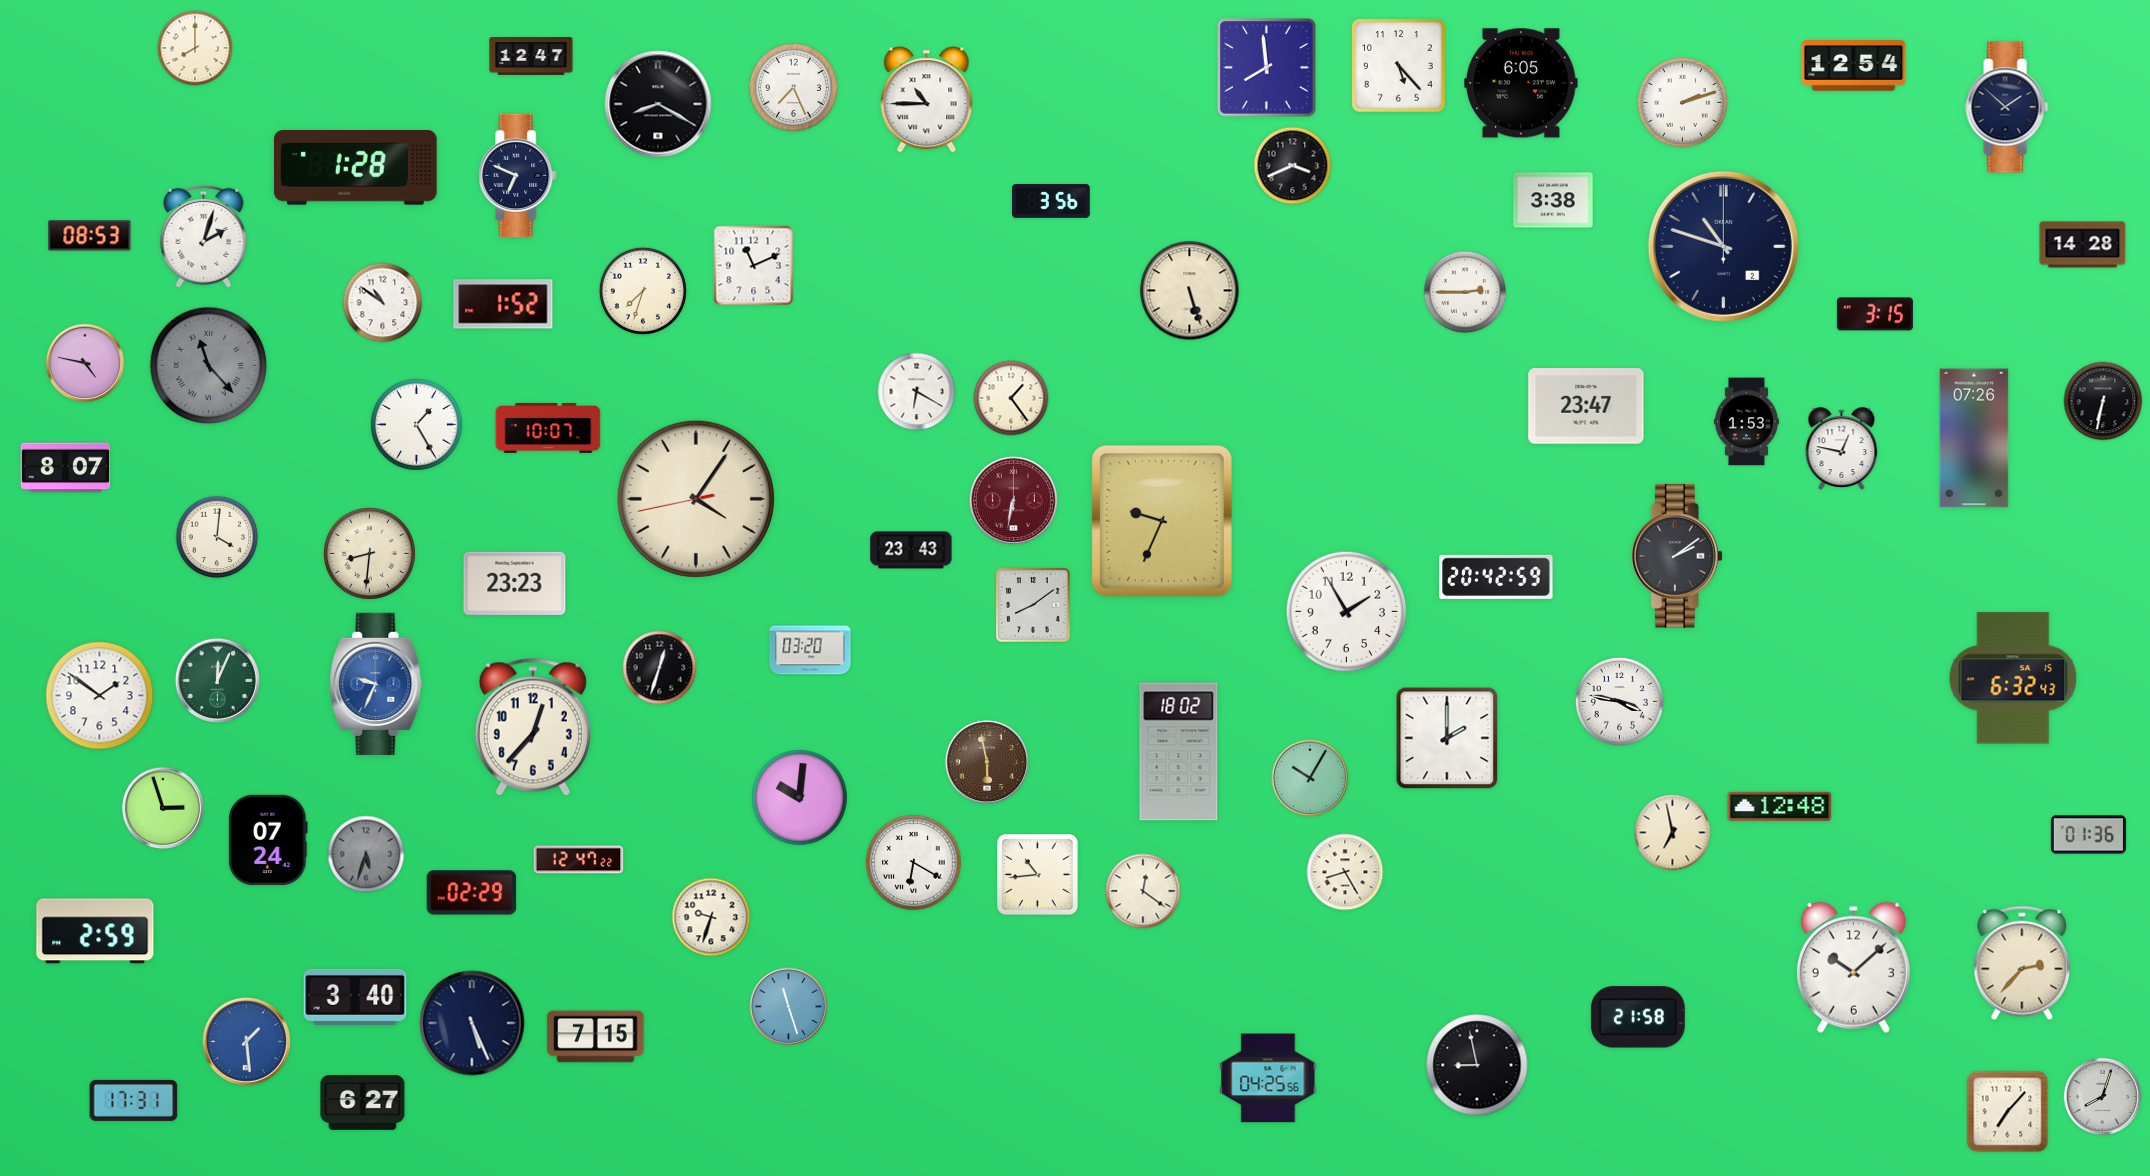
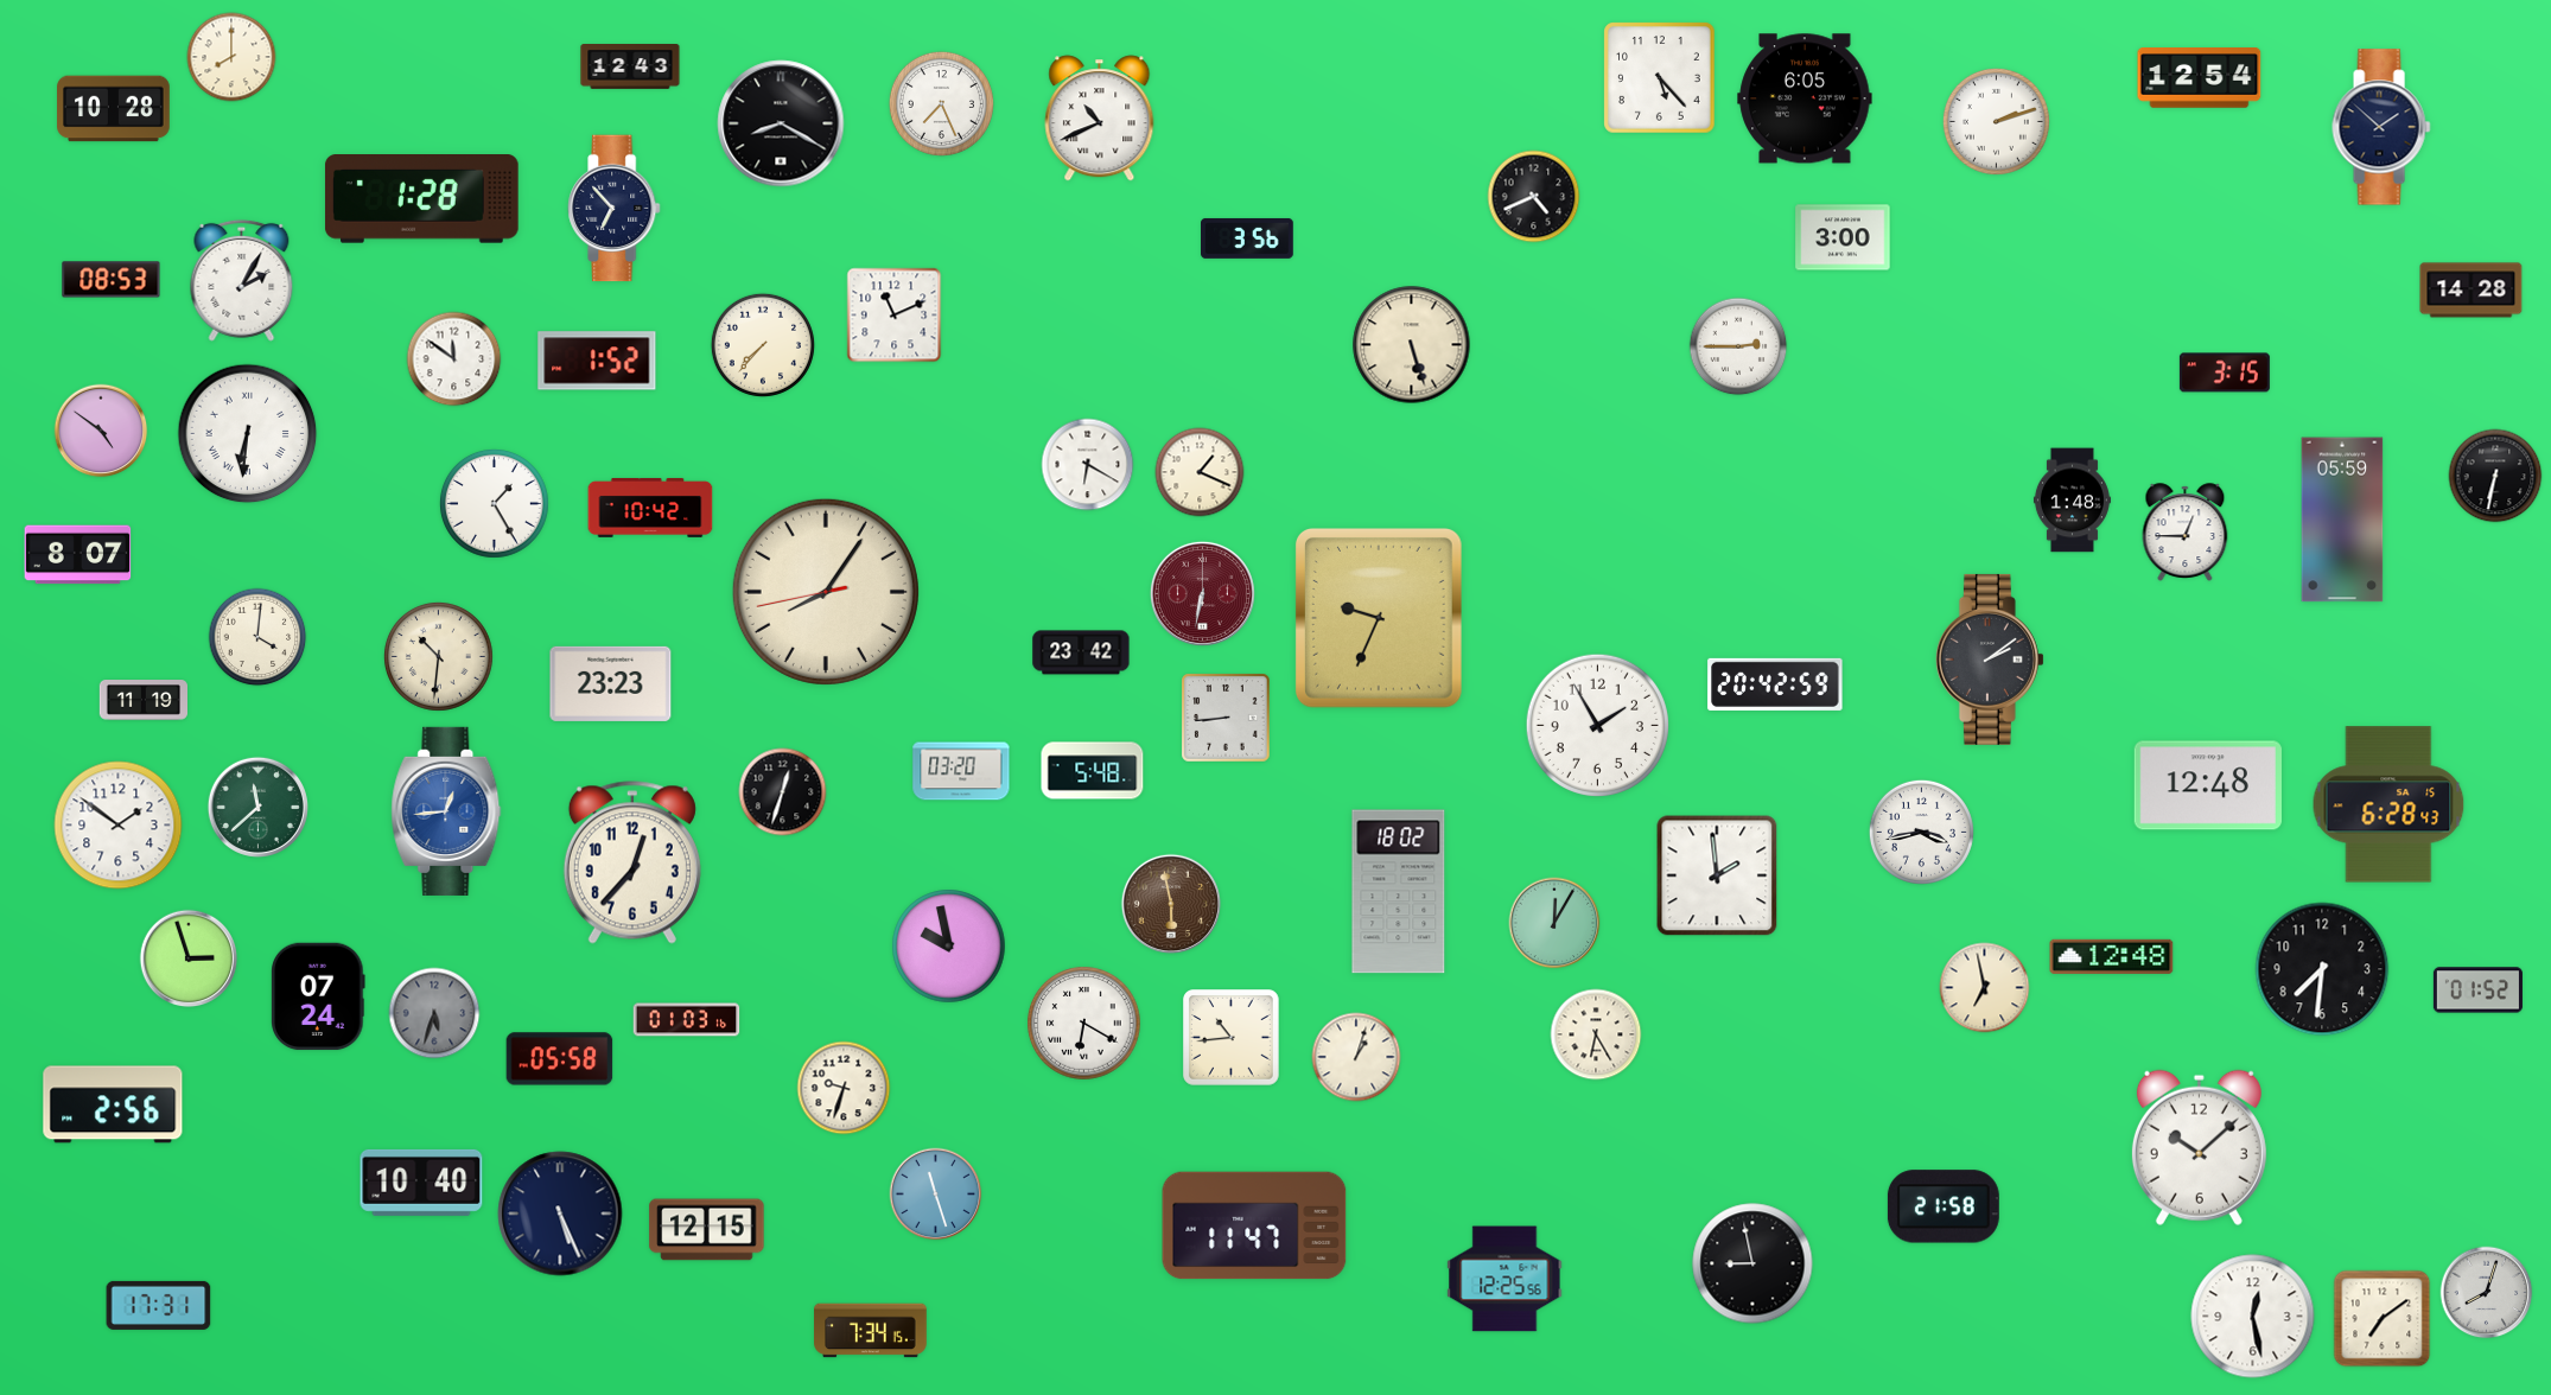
clock at (531, 57): 12:47 -> 12:43
clock at (1267, 68): 7:59 -> none
clock at (114, 109): none -> 10:28
clock at (927, 100): 10:45 -> 10:41
clock at (1293, 166): 3:41 -> 4:41
clock at (518, 176): 6:49 -> 6:53
clock at (1553, 200): 3:38 -> 3:00
clock at (90, 236) position: (90, 236) -> (112, 280)
clock at (204, 236): 2:03 -> 2:05
clock at (1723, 246): 10:48 -> none
clock at (643, 291): 7:33 -> 7:37
clock at (383, 303): 10:51 -> 11:51
clock at (85, 363): 4:47 -> 4:51
clock at (209, 366): 11:23 -> 6:31
clock at (209, 366) dial: grey -> white
clock at (1011, 398): 1:24 -> 1:19
clock at (1586, 406): 23:47 -> none
clock at (1746, 422): 1:53 -> 1:48
clock at (548, 428): 10:07 -> 10:42
clock at (1974, 438): 07:26 -> 05:59
clock at (1842, 448): 12:47 -> 12:45
clock at (696, 499): 4:05 -> 8:05
clock at (911, 550): 23:43 -> 23:42
clock at (369, 553): 8:31 -> 10:31
clock at (515, 583) position: (515, 583) -> (611, 683)
clock at (142, 701): none -> 11:19
clock at (1033, 605): 8:09 -> 8:44
clock at (1093, 771): none -> 5:48
clock at (2208, 785): none -> 12:48
clock at (2013, 678): 6:32 -> 6:28
clock at (217, 680): 12:04 -> 11:38
clock at (376, 684): 9:34 -> 12:44
clock at (1619, 701): 3:47 -> 3:43
clock at (1447, 738): 2:00 -> 1:59
clock at (1310, 778): 10:05 -> 12:05
clock at (800, 798): 10:01 -> 9:58
clock at (163, 808) position: (163, 808) -> (189, 958)
clock at (2322, 969): none -> 7:31
clock at (2088, 835): 01:36 -> 01:52
clock at (579, 860): 12:47 -> 01:03
clock at (1345, 872): 8:25 -> 6:25
clock at (1143, 891): 12:21 -> 1:03
clock at (472, 893): 02:29 -> 05:58
clock at (95, 931): 2:59 -> 2:56
clock at (2022, 963): 2:37 -> none
clock at (355, 997): 3:40 -> 10:40
clock at (1254, 1225): none -> 11:47
clock at (596, 1037): 7:15 -> 12:15
clock at (246, 1041): 1:29 -> none
clock at (1268, 1078): 04:25 -> 12:25
clock at (2103, 1097) position: (2103, 1097) -> (2487, 1293)
clock at (363, 1103): 6:27 -> none
clock at (2253, 1317): none -> 12:28
clock at (2008, 1112): 7:07 -> 7:09
clock at (871, 1331): none -> 7:34
